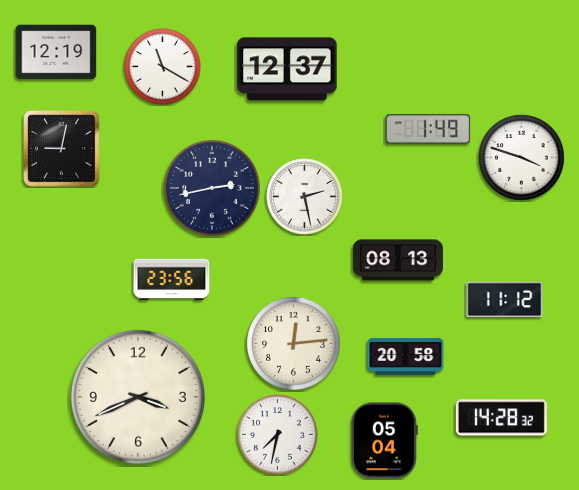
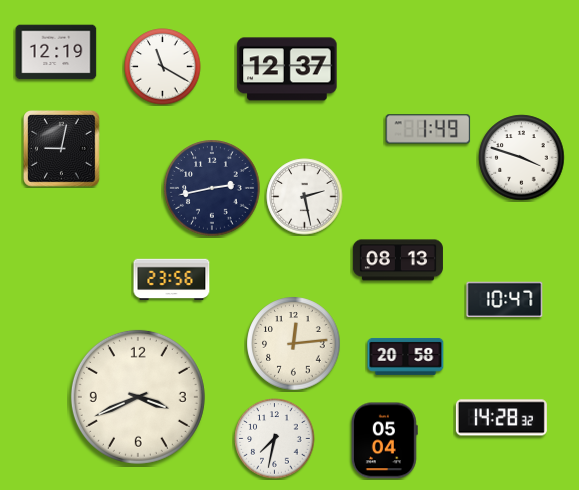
clock at (505, 300): 11:12 -> 10:47
clock at (278, 435) position: (278, 435) -> (275, 439)
